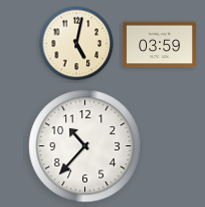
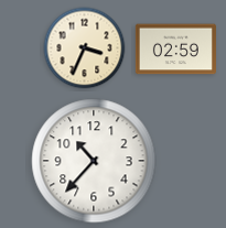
clock at (77, 44): 5:02 -> 3:34
clock at (159, 45): 03:59 -> 02:59
